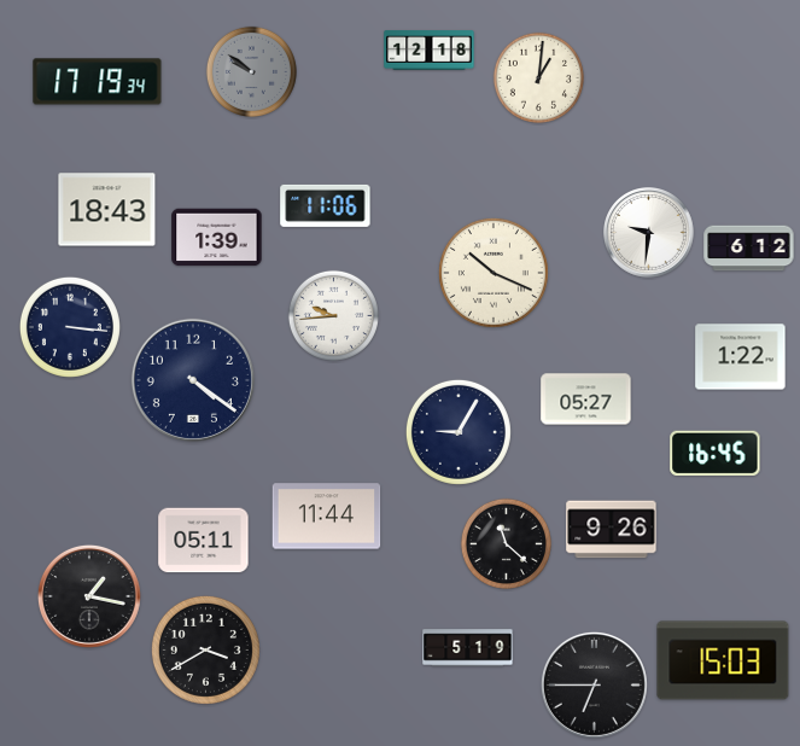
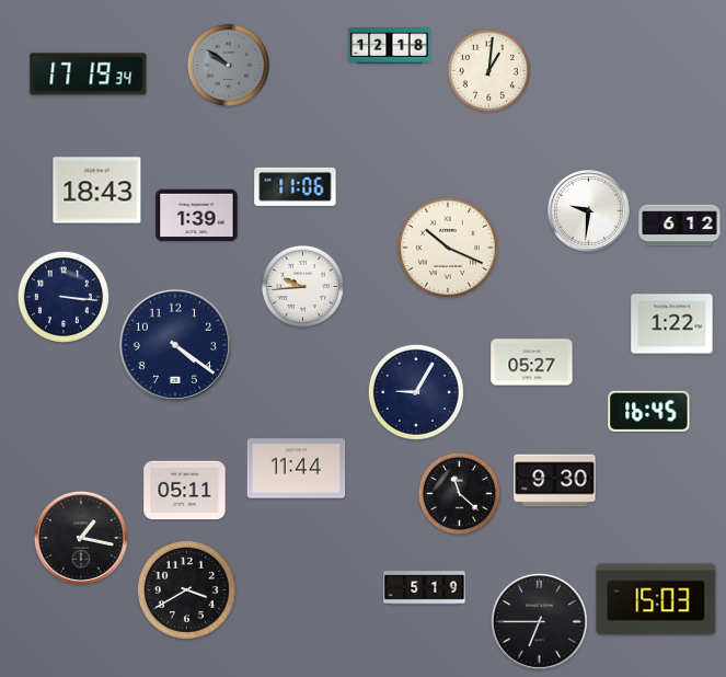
clock at (612, 530): 9:26 -> 9:30
clock at (89, 596) position: (89, 596) -> (81, 538)
